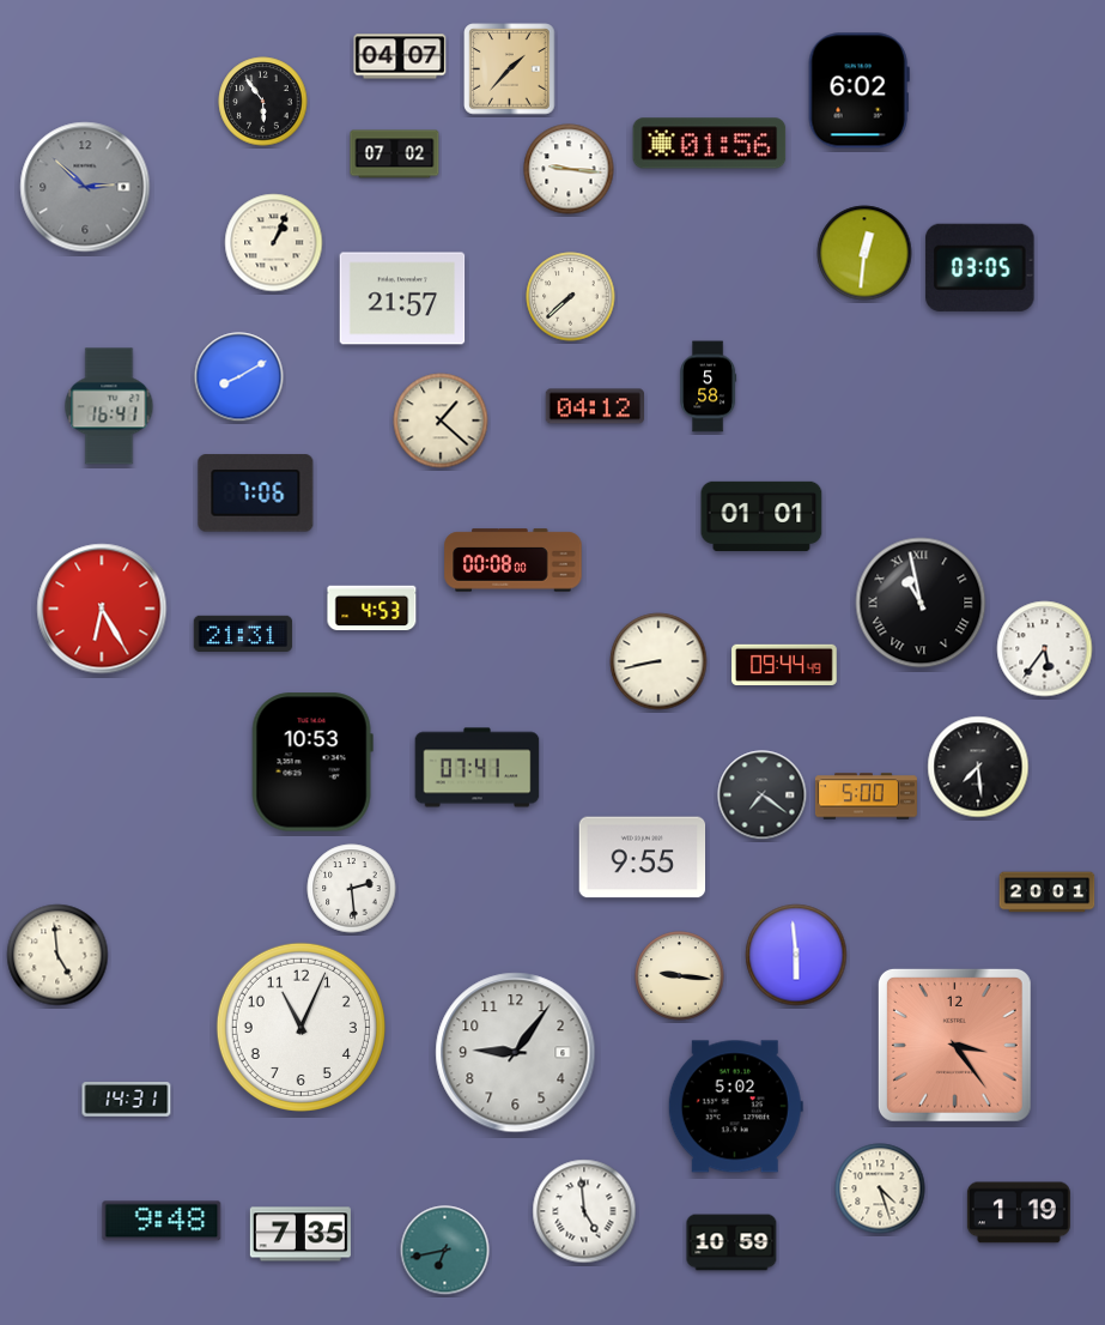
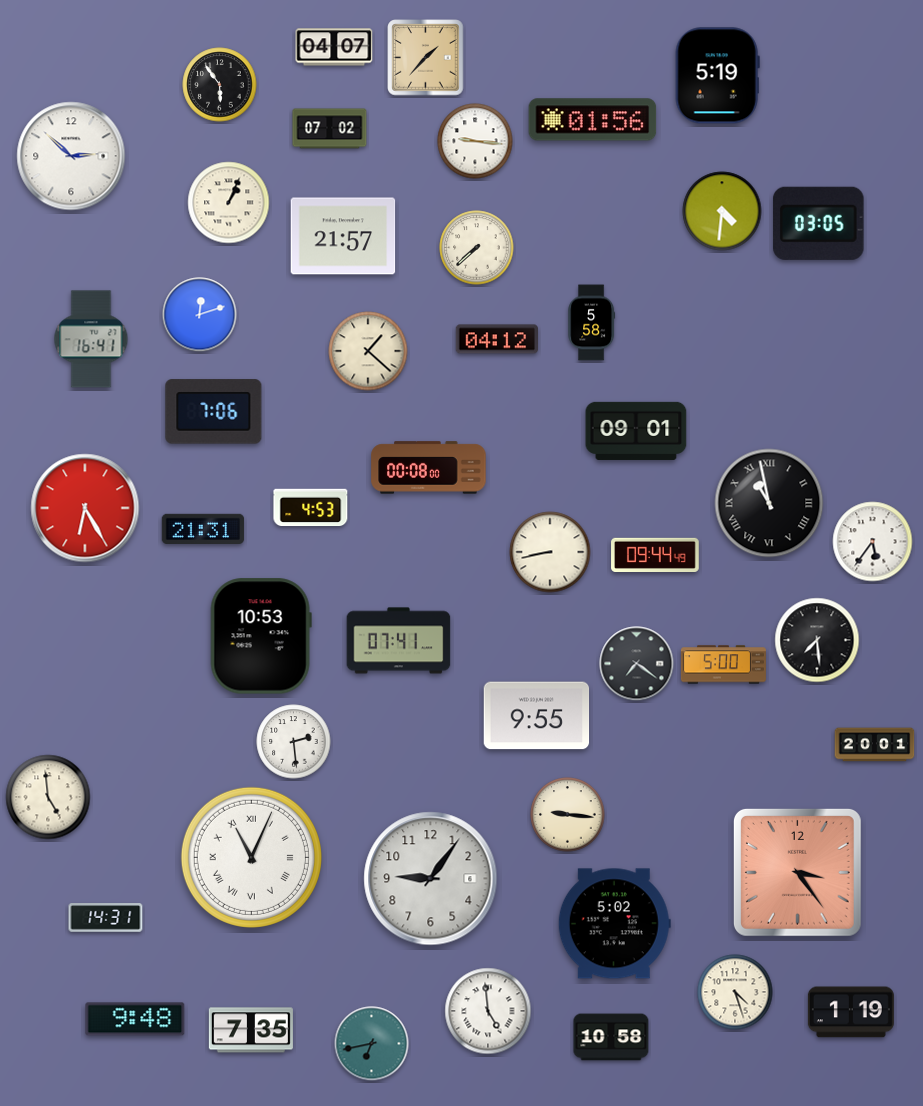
clock at (858, 91): 6:02 -> 5:19
clock at (85, 187) dial: grey -> white
clock at (864, 253): 12:31 -> 4:31
clock at (402, 298) position: (402, 298) -> (343, 236)
clock at (239, 377): 8:10 -> 12:12
clock at (761, 516): 01:01 -> 09:01
clock at (796, 955): 5:59 -> none
clock at (300, 1027) numerals: Arabic -> Roman
clock at (731, 1242): 10:59 -> 10:58
